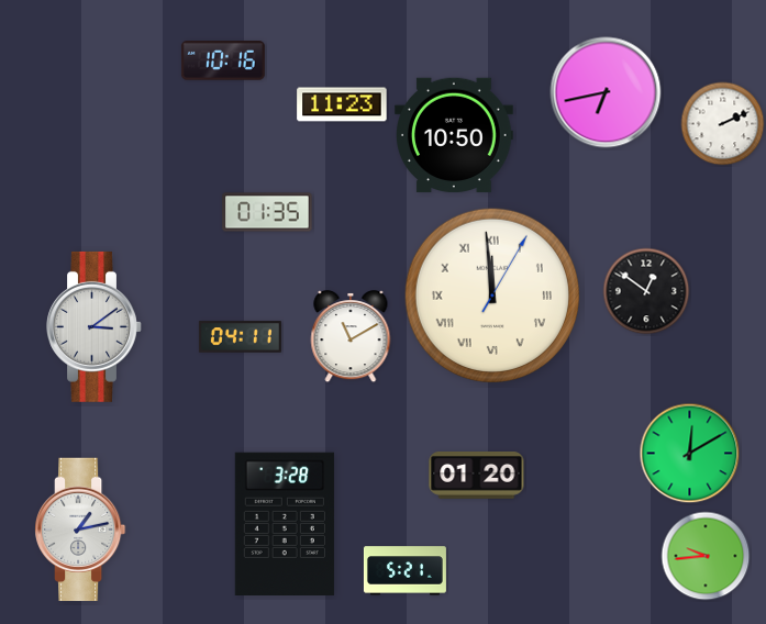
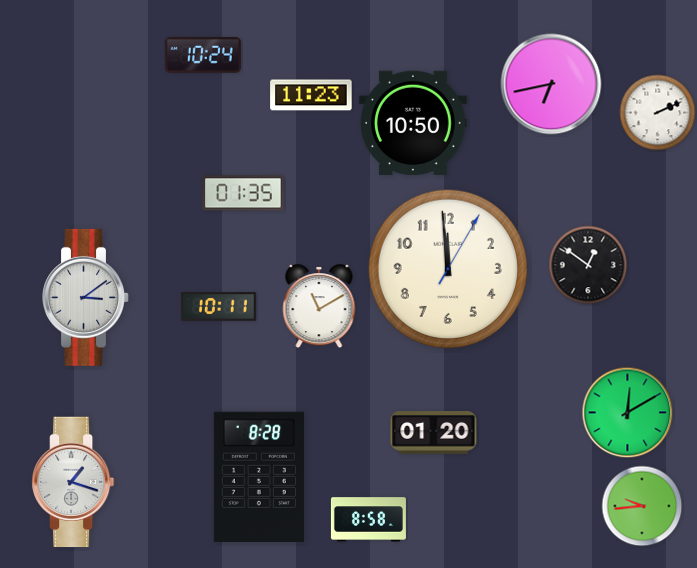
clock at (223, 62): 10:16 -> 10:24
clock at (492, 296) numerals: Roman -> Arabic
clock at (240, 337): 04:11 -> 10:11
clock at (285, 523): 3:28 -> 8:28
clock at (81, 530): 1:13 -> 1:18
clock at (404, 571): 5:21 -> 8:58
